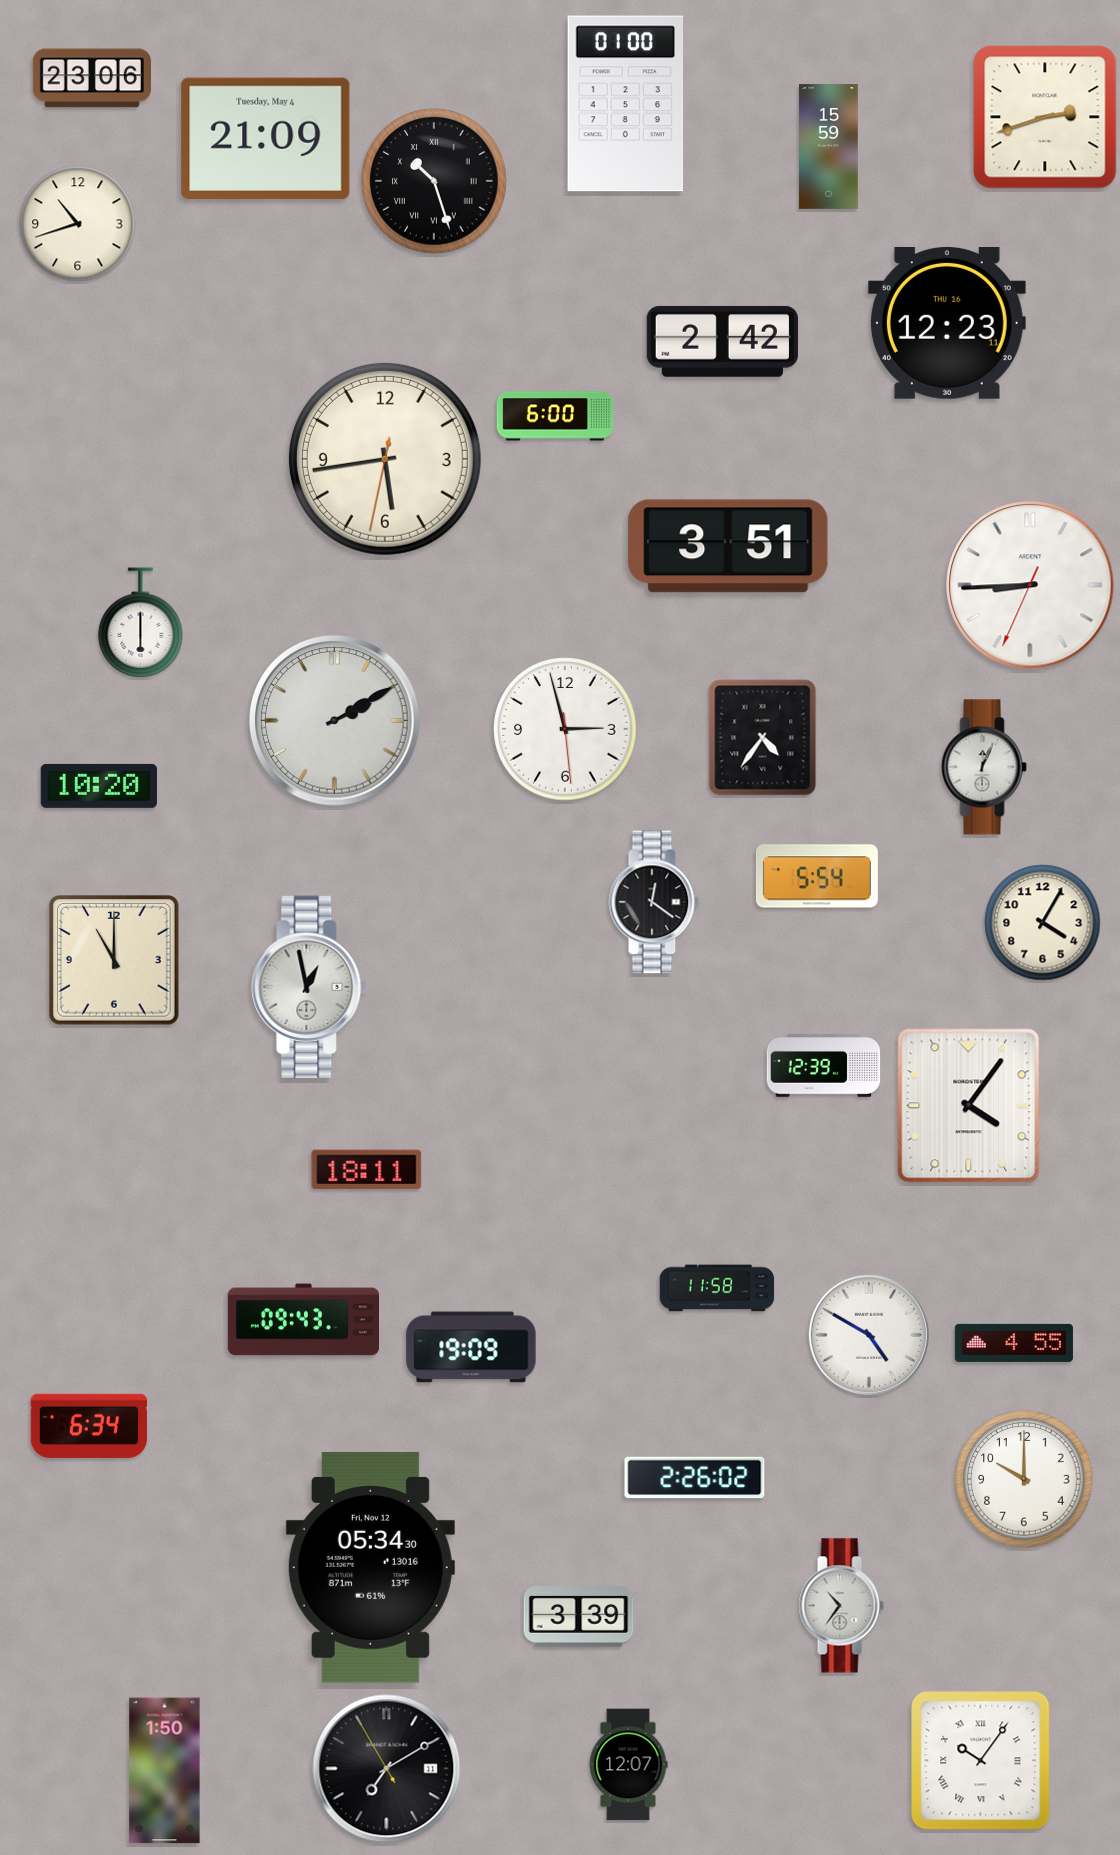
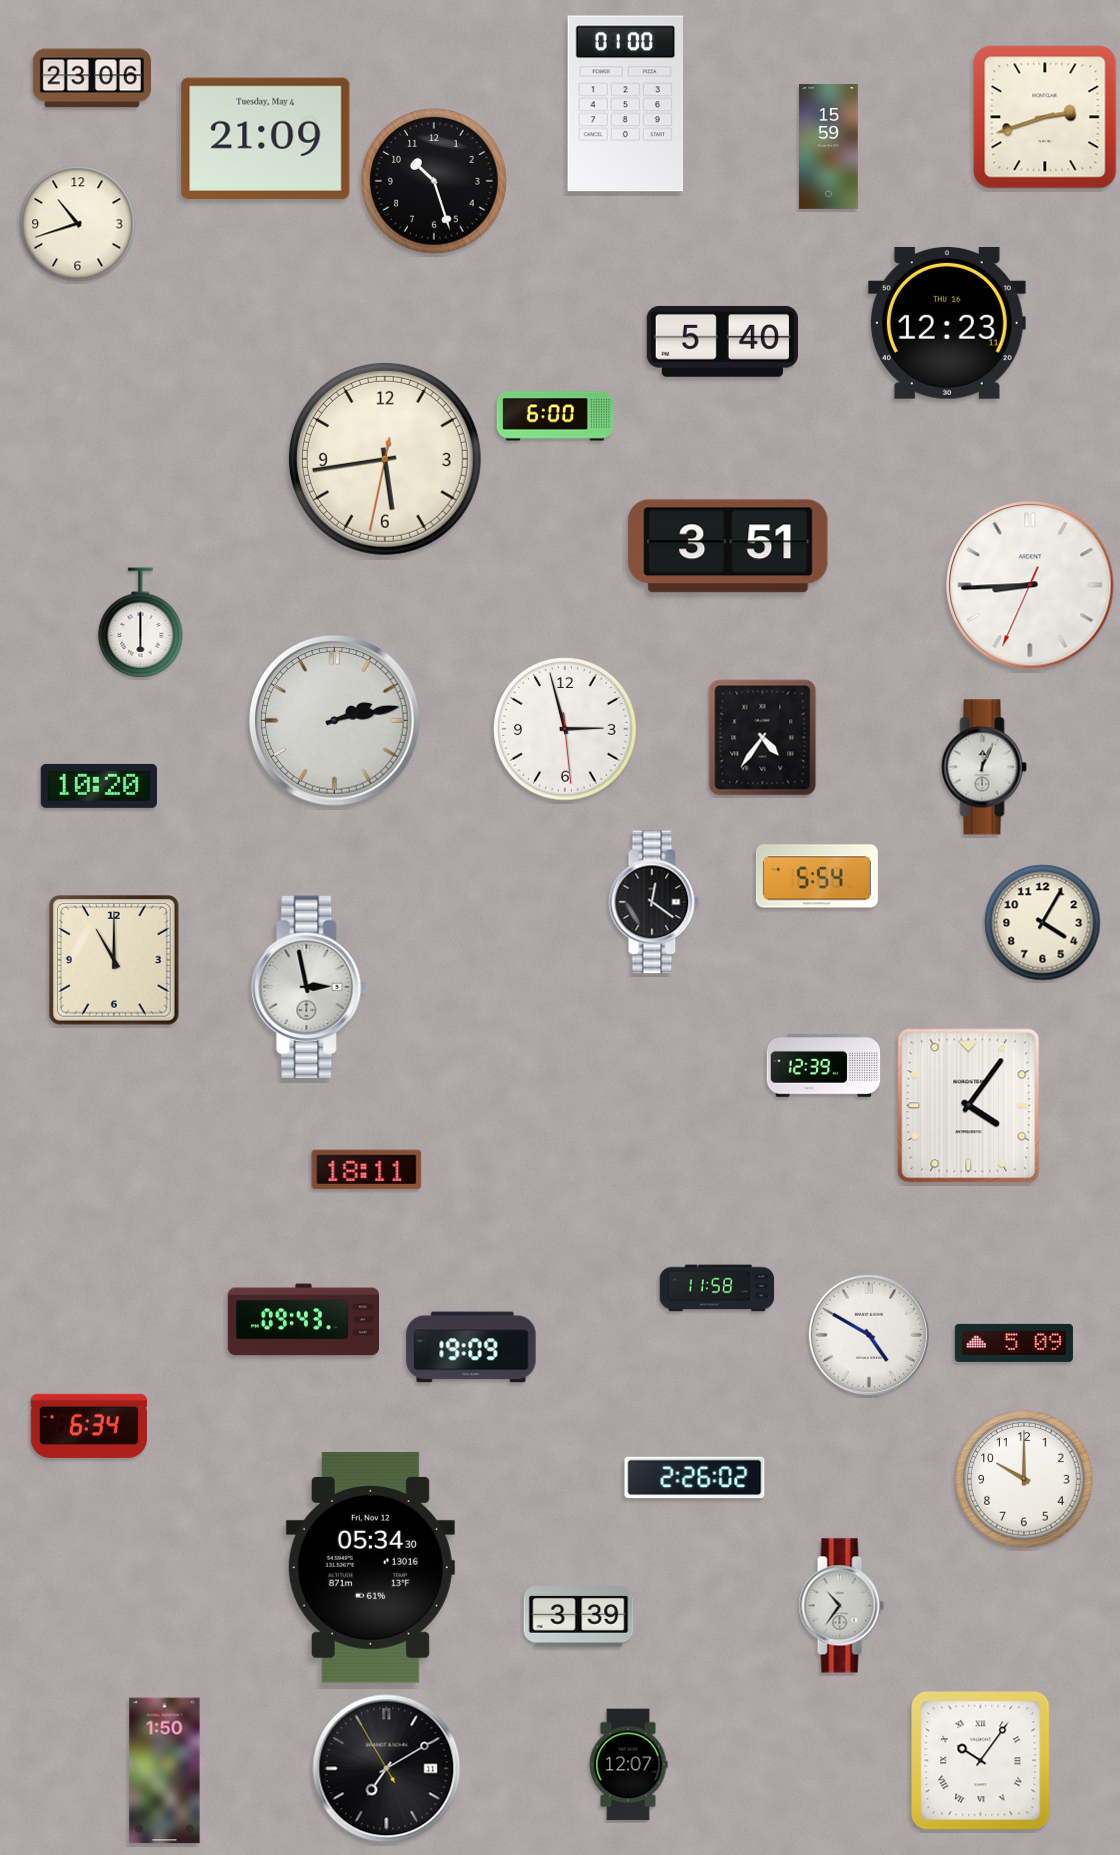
clock at (434, 181) numerals: Roman -> Arabic
clock at (722, 341): 2:42 -> 5:40
clock at (335, 721): 2:10 -> 2:13
clock at (309, 986): 12:58 -> 2:58
clock at (1014, 1343): 4:55 -> 5:09
